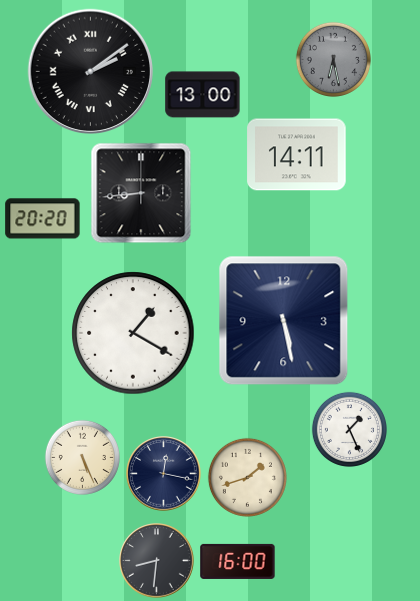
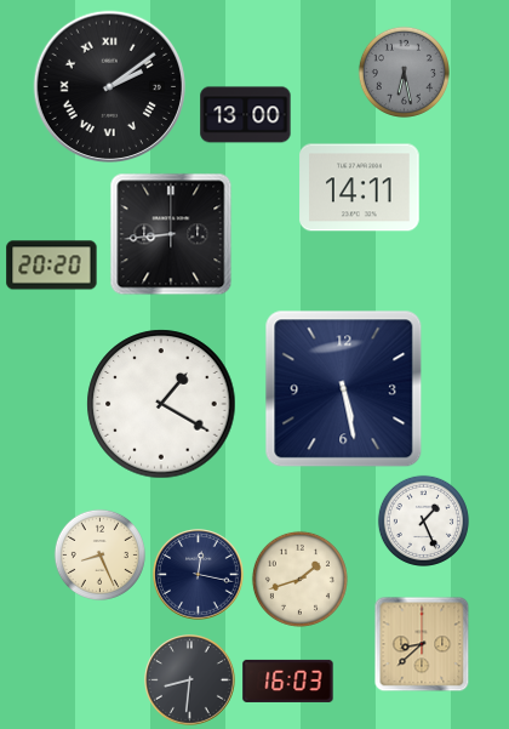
clock at (82, 457): 5:26 -> 8:26
clock at (422, 644): none -> 8:38
clock at (238, 561): 16:00 -> 16:03
